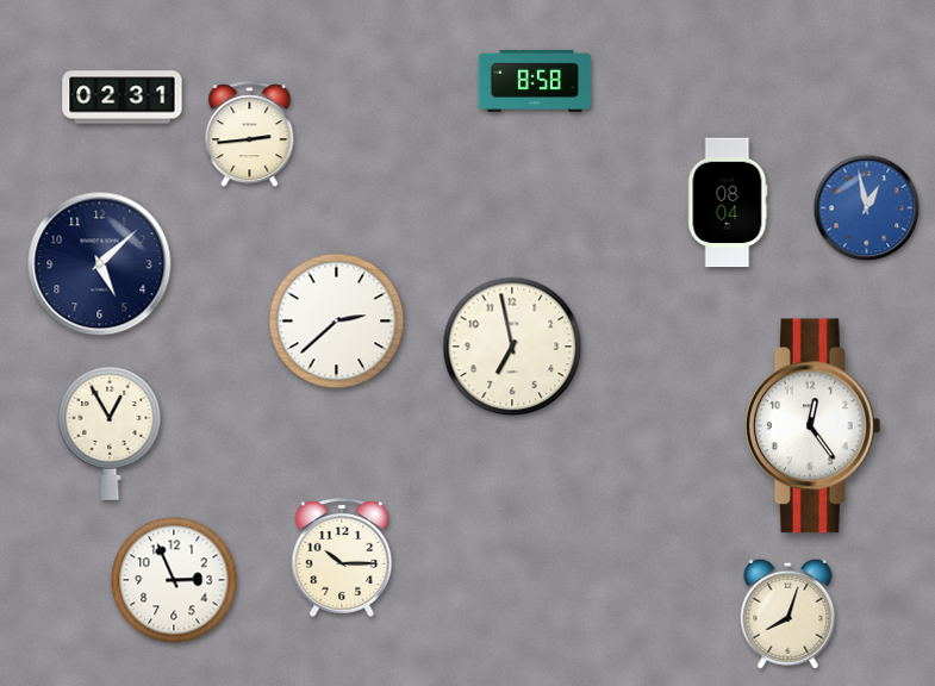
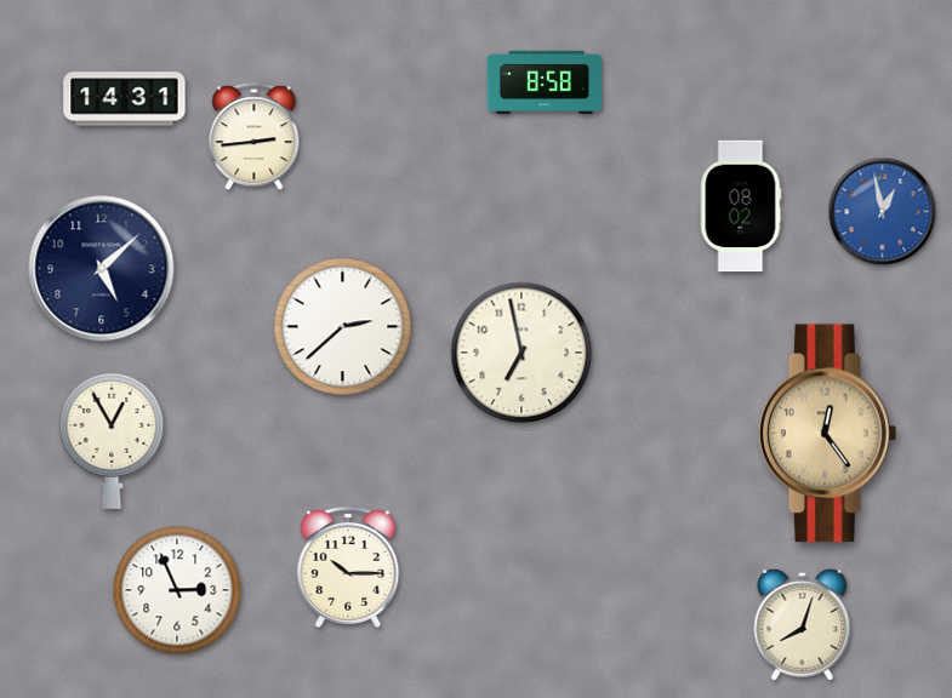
clock at (123, 98): 02:31 -> 14:31
clock at (728, 202): 08:04 -> 08:02
clock at (812, 426) dial: white -> champagne
